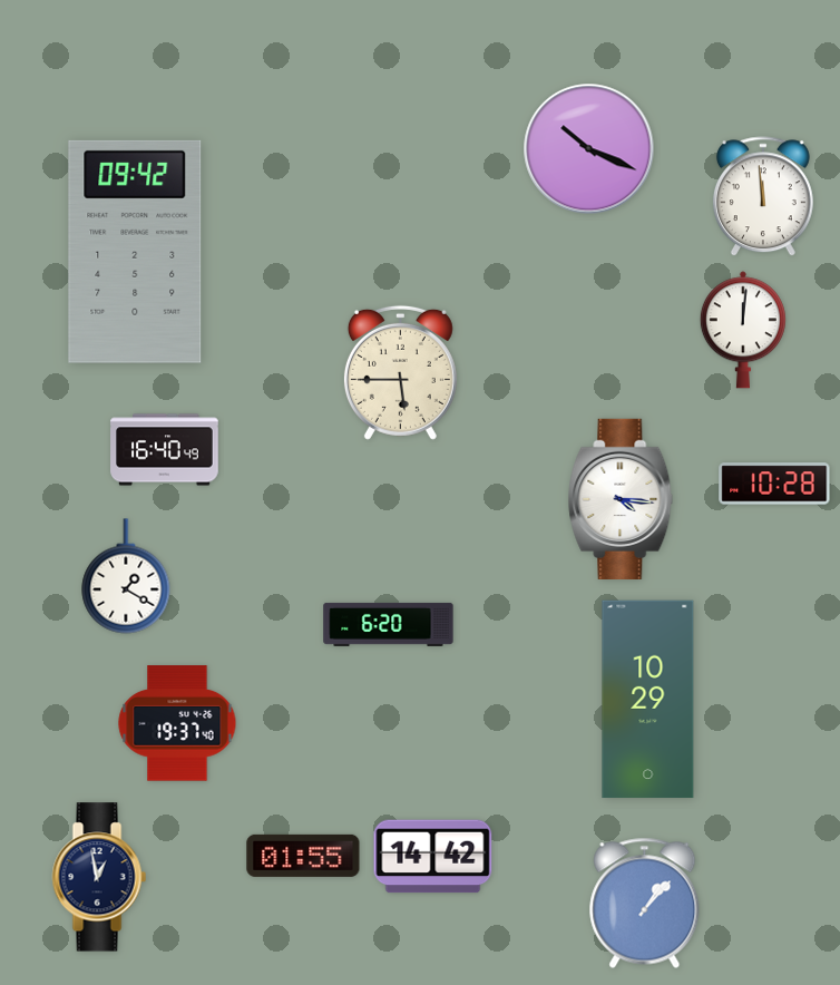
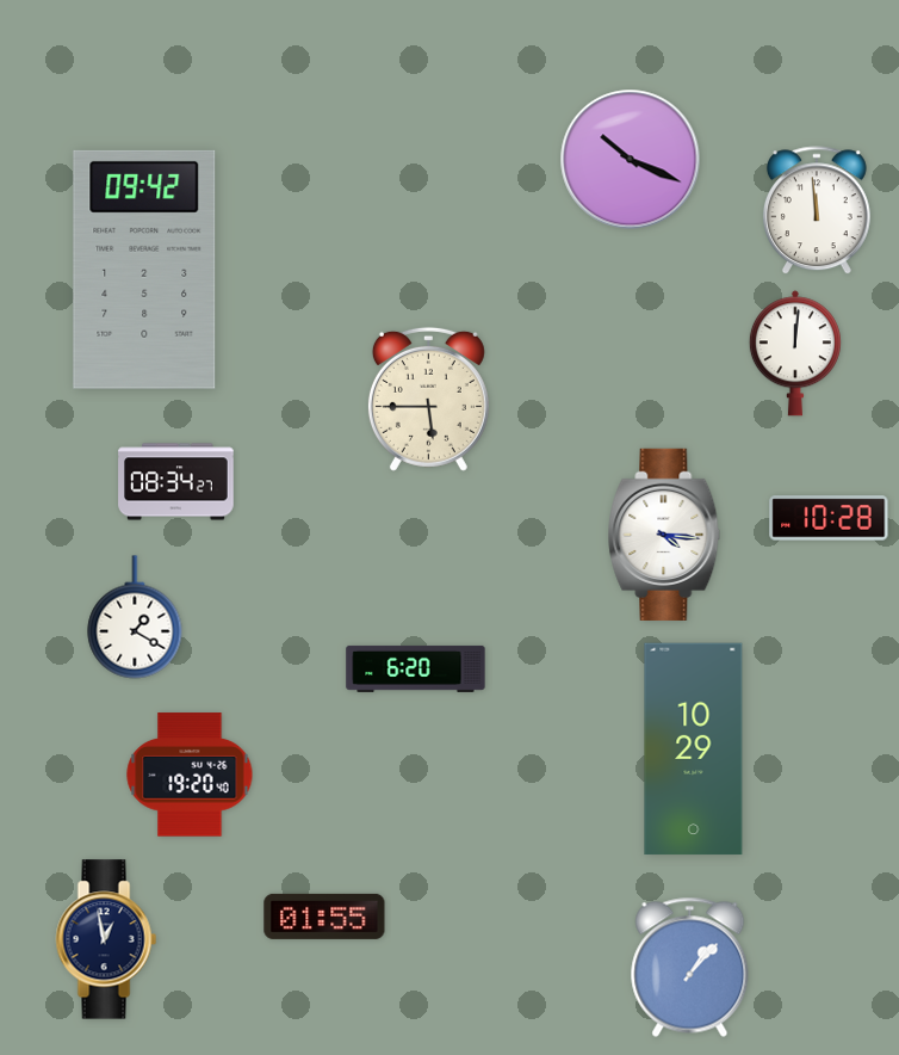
clock at (165, 450): 16:40 -> 08:34
clock at (177, 723): 19:37 -> 19:20
clock at (433, 857): 14:42 -> none
